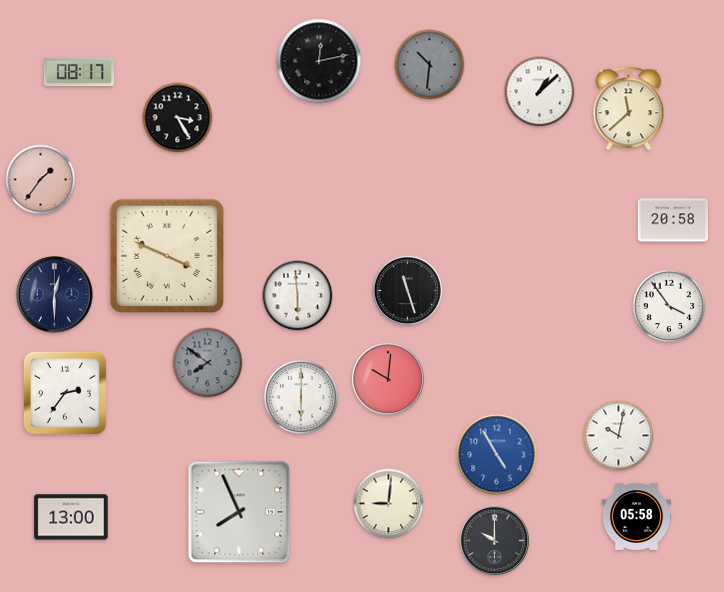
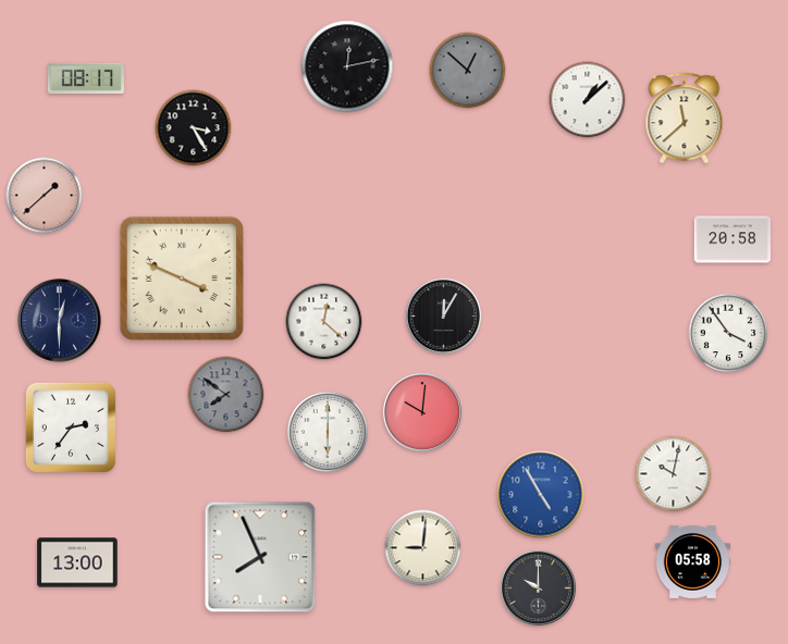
clock at (430, 65): 10:31 -> 12:52
clock at (41, 180): 1:36 -> 1:38
clock at (407, 290): 11:27 -> 12:05
clock at (298, 296): 5:59 -> 12:22
